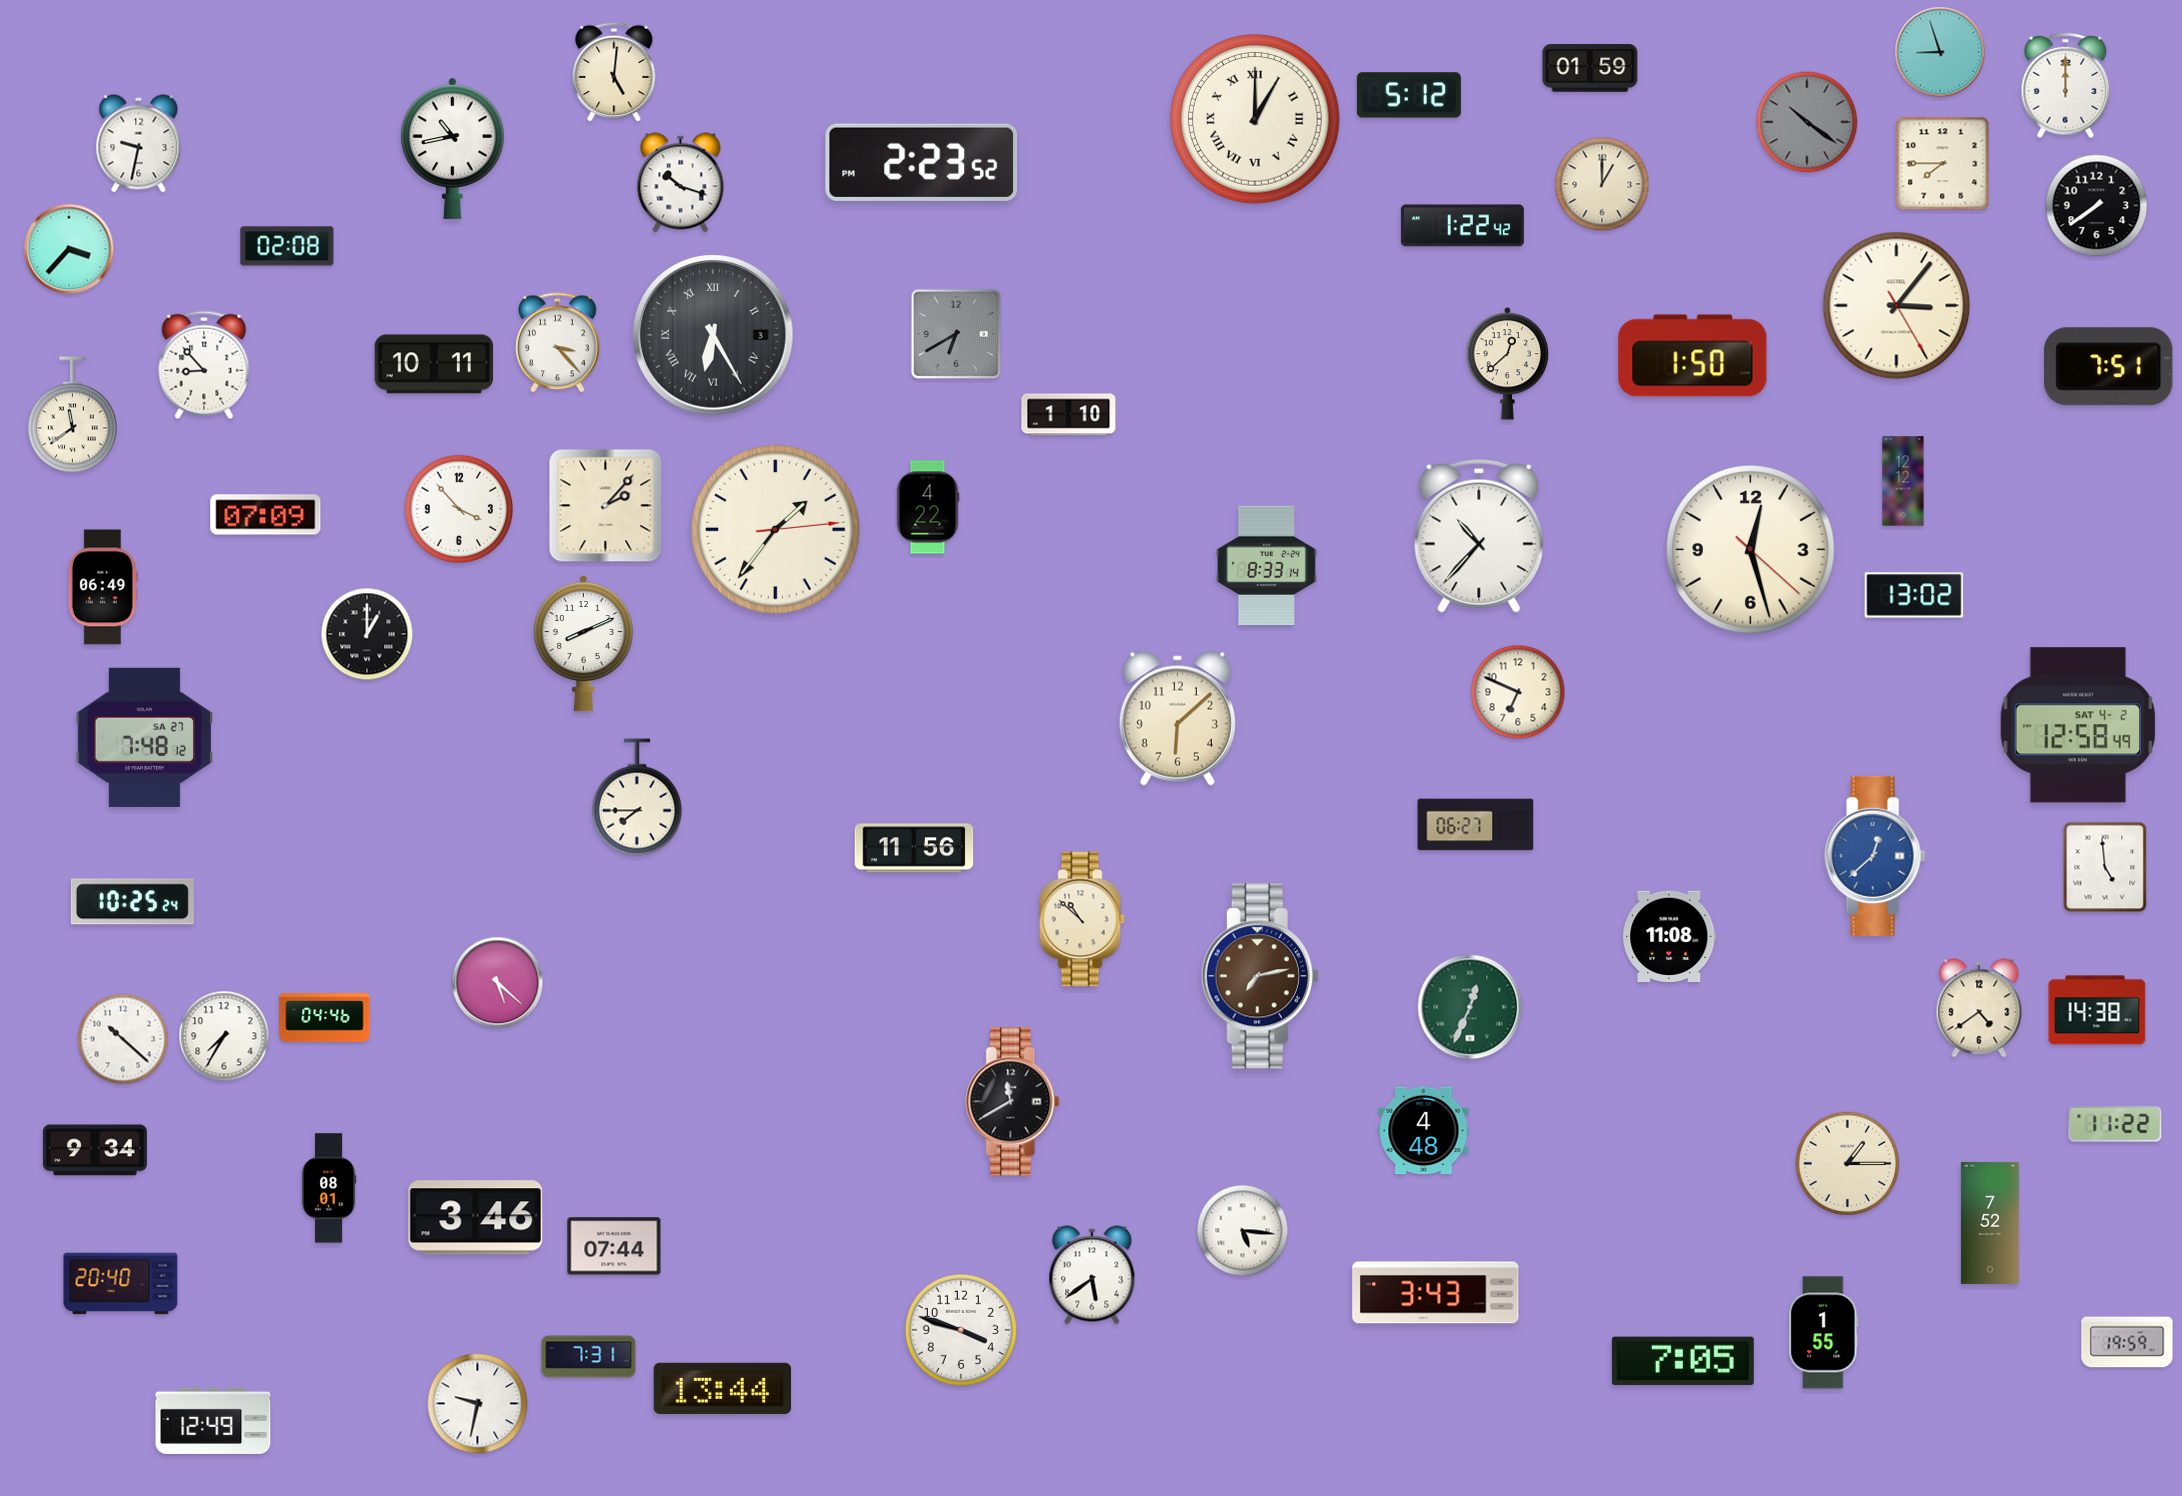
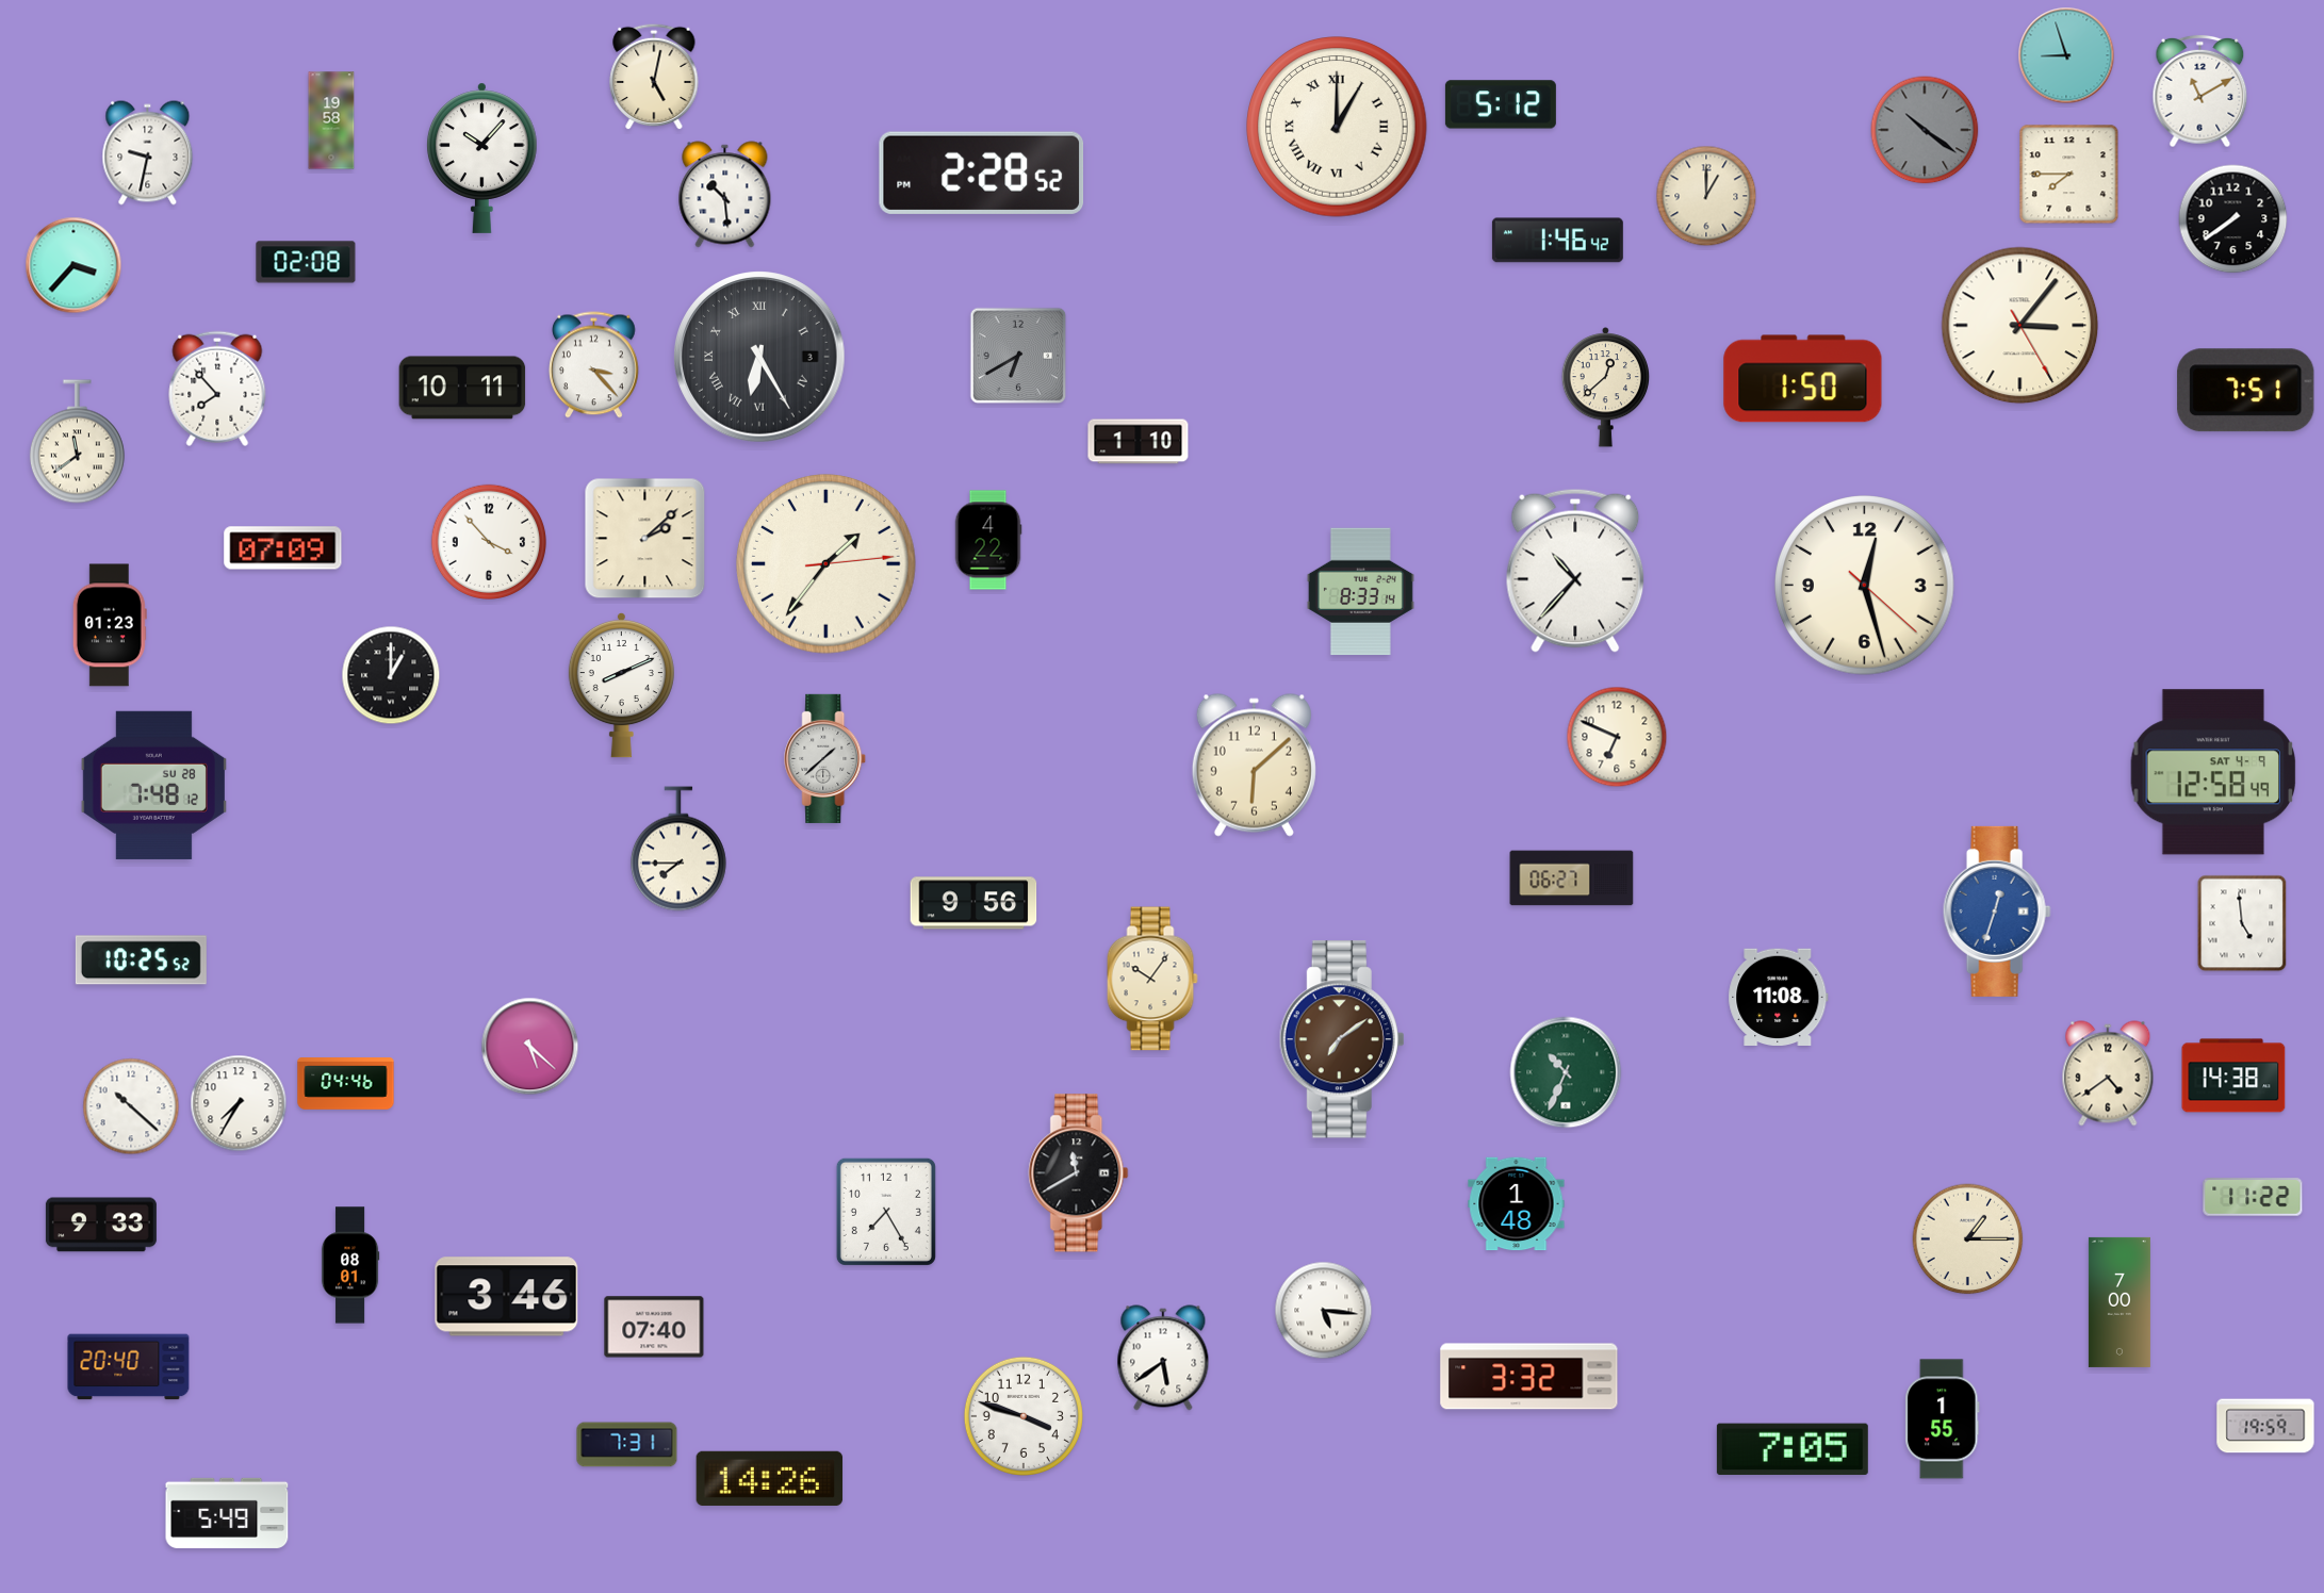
clock at (1590, 68): 01:59 -> none
clock at (614, 72): 5:01 -> 5:02
clock at (2066, 86): 12:00 -> 11:10
clock at (1409, 95) position: (1409, 95) -> (1501, 104)
clock at (331, 120): none -> 19:58
clock at (453, 148): 10:43 -> 10:07
clock at (922, 162): 2:23 -> 2:28
clock at (681, 183): 10:18 -> 10:29
clock at (1462, 226): 1:22 -> 1:46
clock at (204, 365): 8:53 -> 7:53
clock at (1903, 481): 12:12 -> none
clock at (606, 506): 2:07 -> 2:08
clock at (1266, 566) position: (1266, 566) -> (1360, 592)
clock at (103, 587): 06:49 -> 01:23
clock at (1914, 595): 13:02 -> none
clock at (825, 758): none -> 1:38
clock at (2078, 725) date: SAT 4-2 -> SAT 4-9
clock at (144, 737) date: SA 27 -> SU 28
clock at (914, 848): 11:56 -> 9:56
clock at (1875, 856): 12:38 -> 12:33
clock at (132, 902): 10:25:24 -> 10:25:52
clock at (1082, 919): 10:52 -> 10:06
clock at (1260, 976): 7:13 -> 7:09
clock at (1470, 1007): 12:34 -> 10:34
clock at (1424, 1131): 4:48 -> 1:48
clock at (886, 1212): none -> 7:25
clock at (95, 1150): 9:34 -> 9:33
clock at (1990, 1223): 7:52 -> 7:00
clock at (614, 1246): 07:44 -> 07:40
clock at (1436, 1293): 3:43 -> 3:32
clock at (2127, 1342) position: (2127, 1342) -> (2265, 1426)
clock at (723, 1388): 13:44 -> 14:26
clock at (478, 1404): 9:32 -> none
clock at (213, 1421): 12:49 -> 5:49
